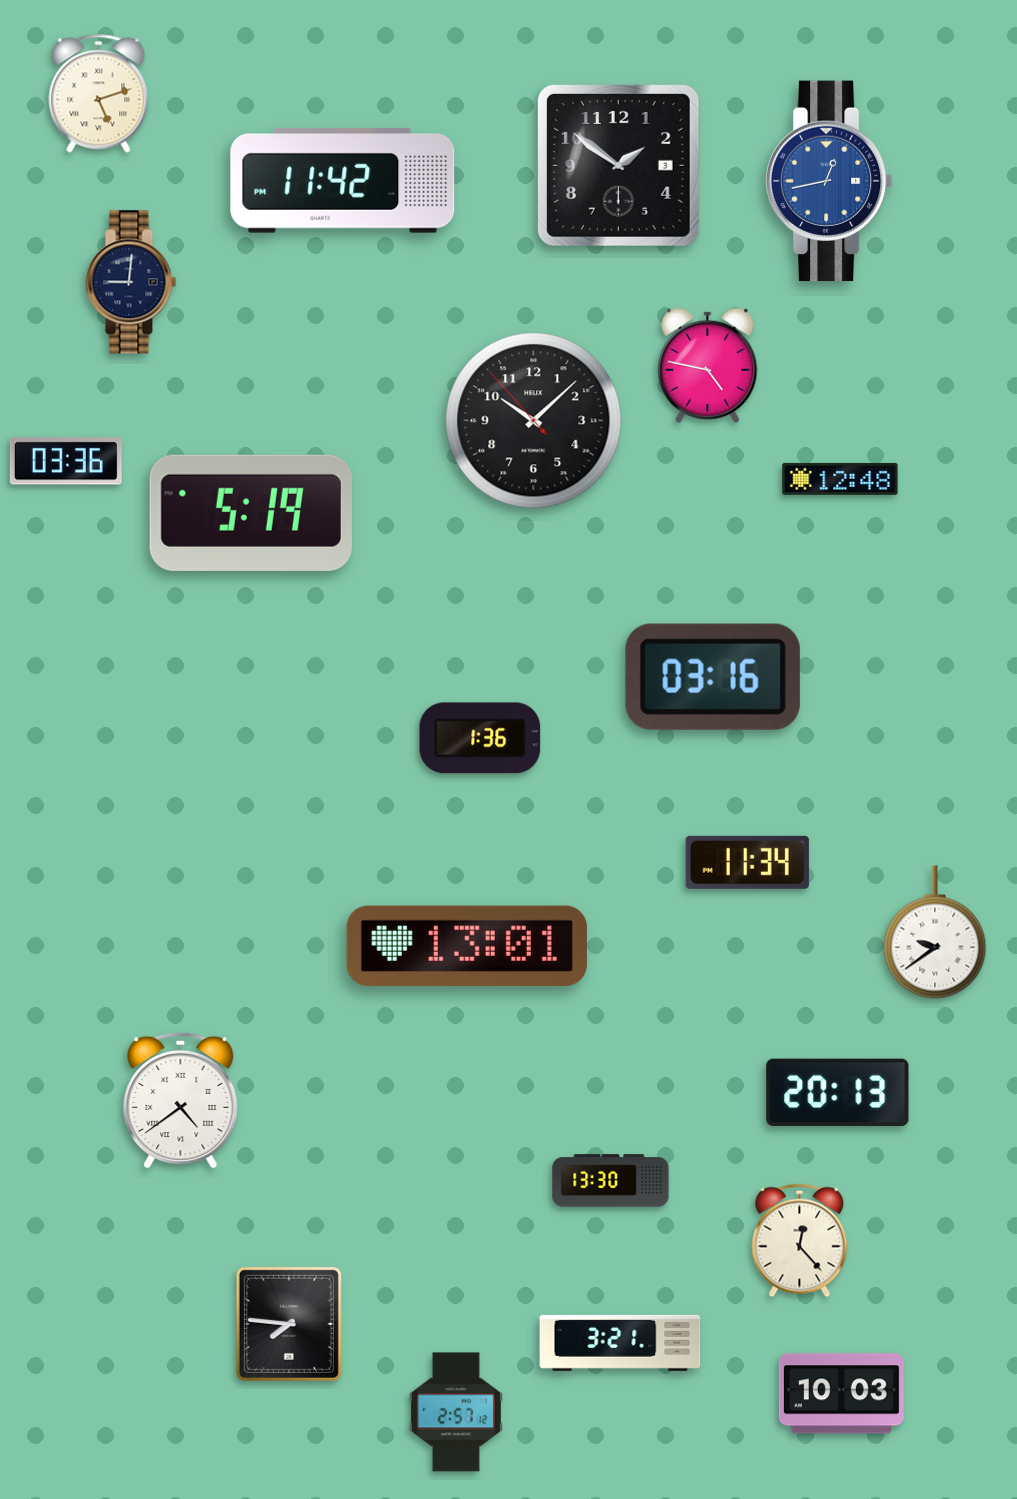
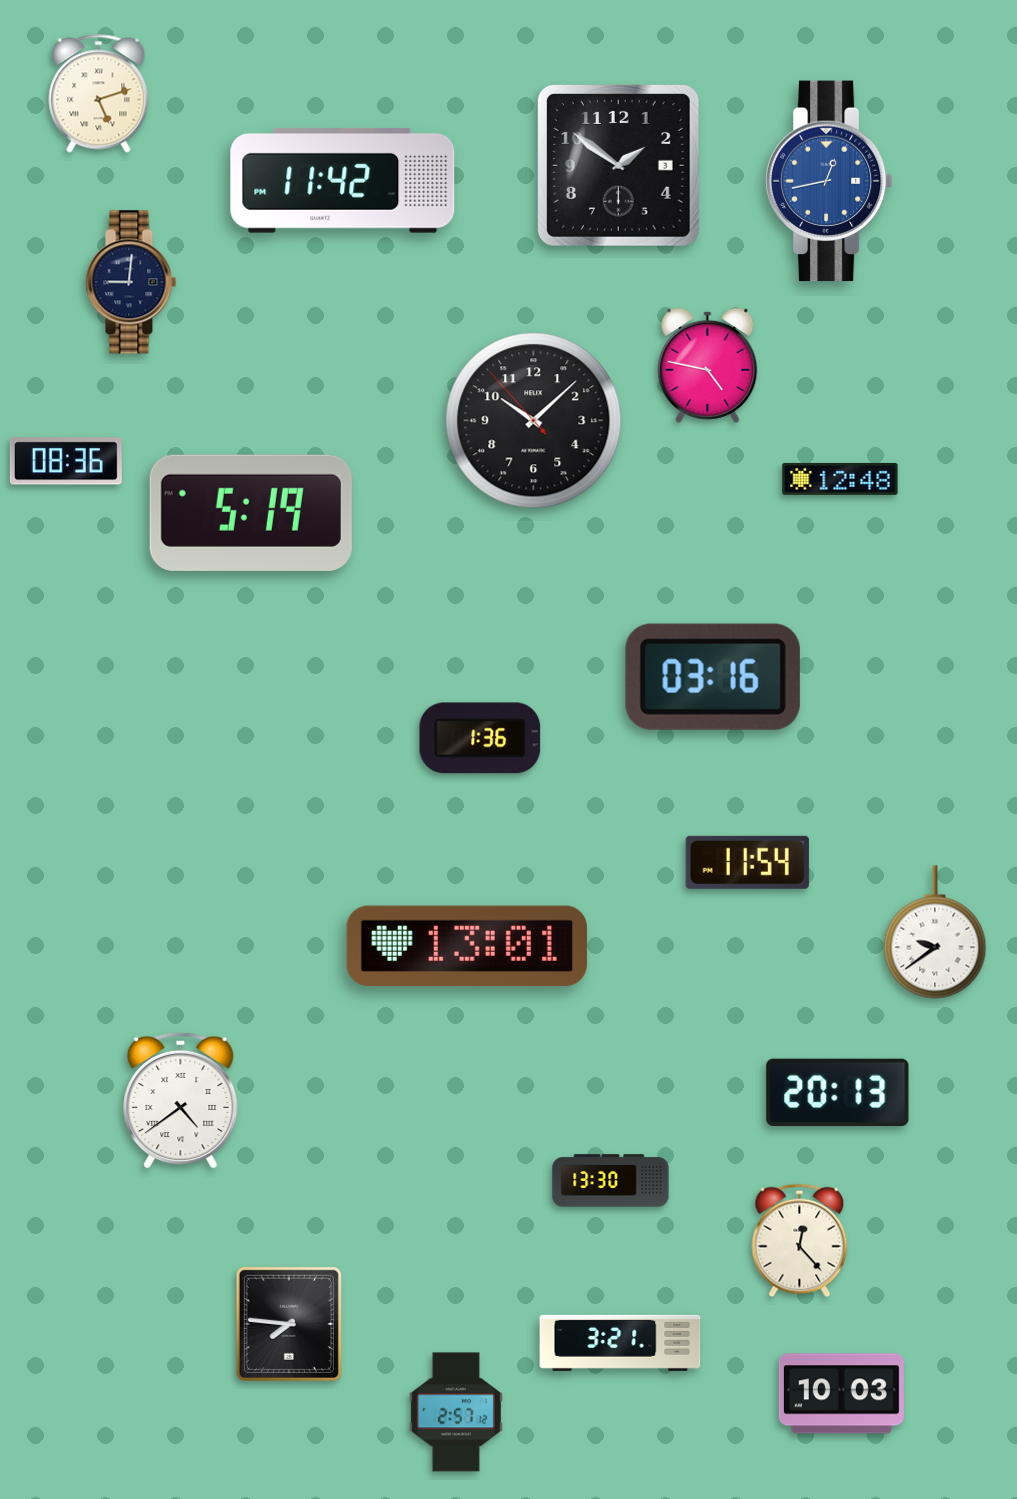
clock at (66, 461): 03:36 -> 08:36
clock at (747, 862): 11:34 -> 11:54
